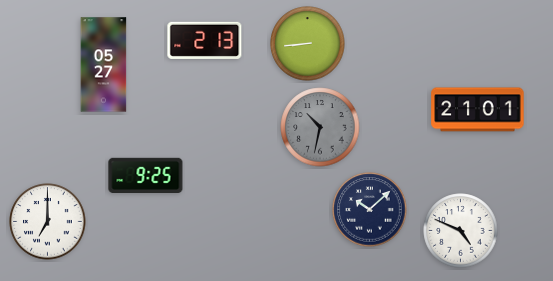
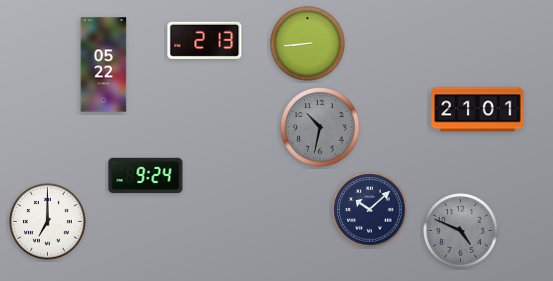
clock at (104, 65): 05:27 -> 05:22
clock at (146, 175): 9:25 -> 9:24
clock at (461, 231) dial: white -> grey
